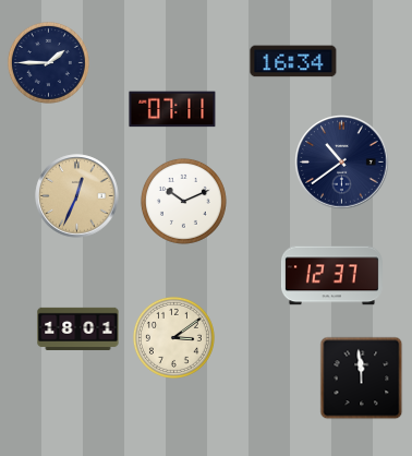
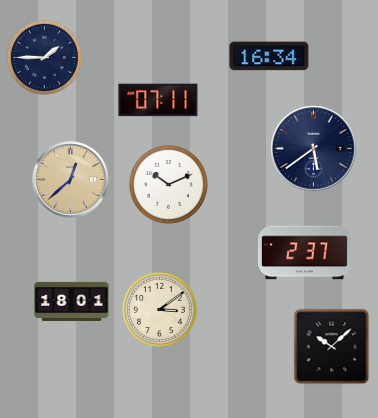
clock at (342, 163): 10:39 -> 5:39
clock at (77, 196): 12:34 -> 12:38
clock at (331, 276): 12:37 -> 2:37
clock at (362, 379): 11:59 -> 10:08
